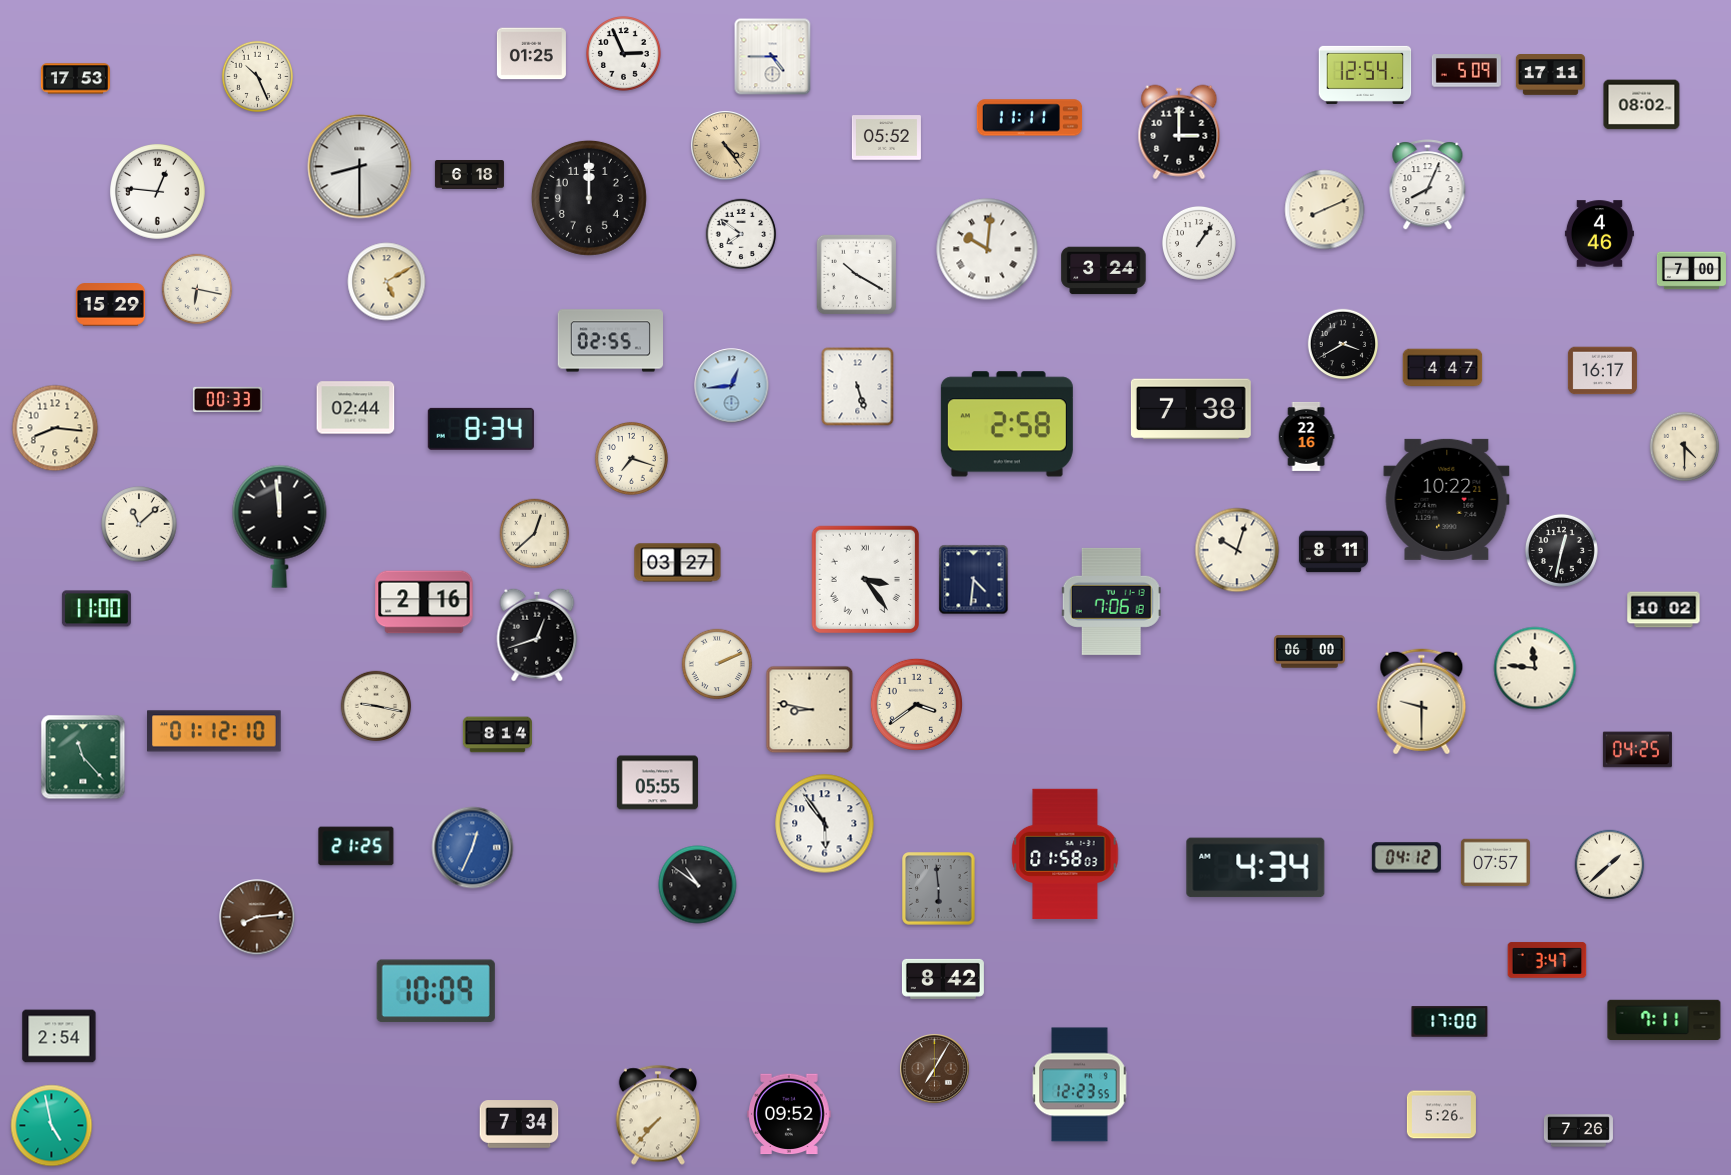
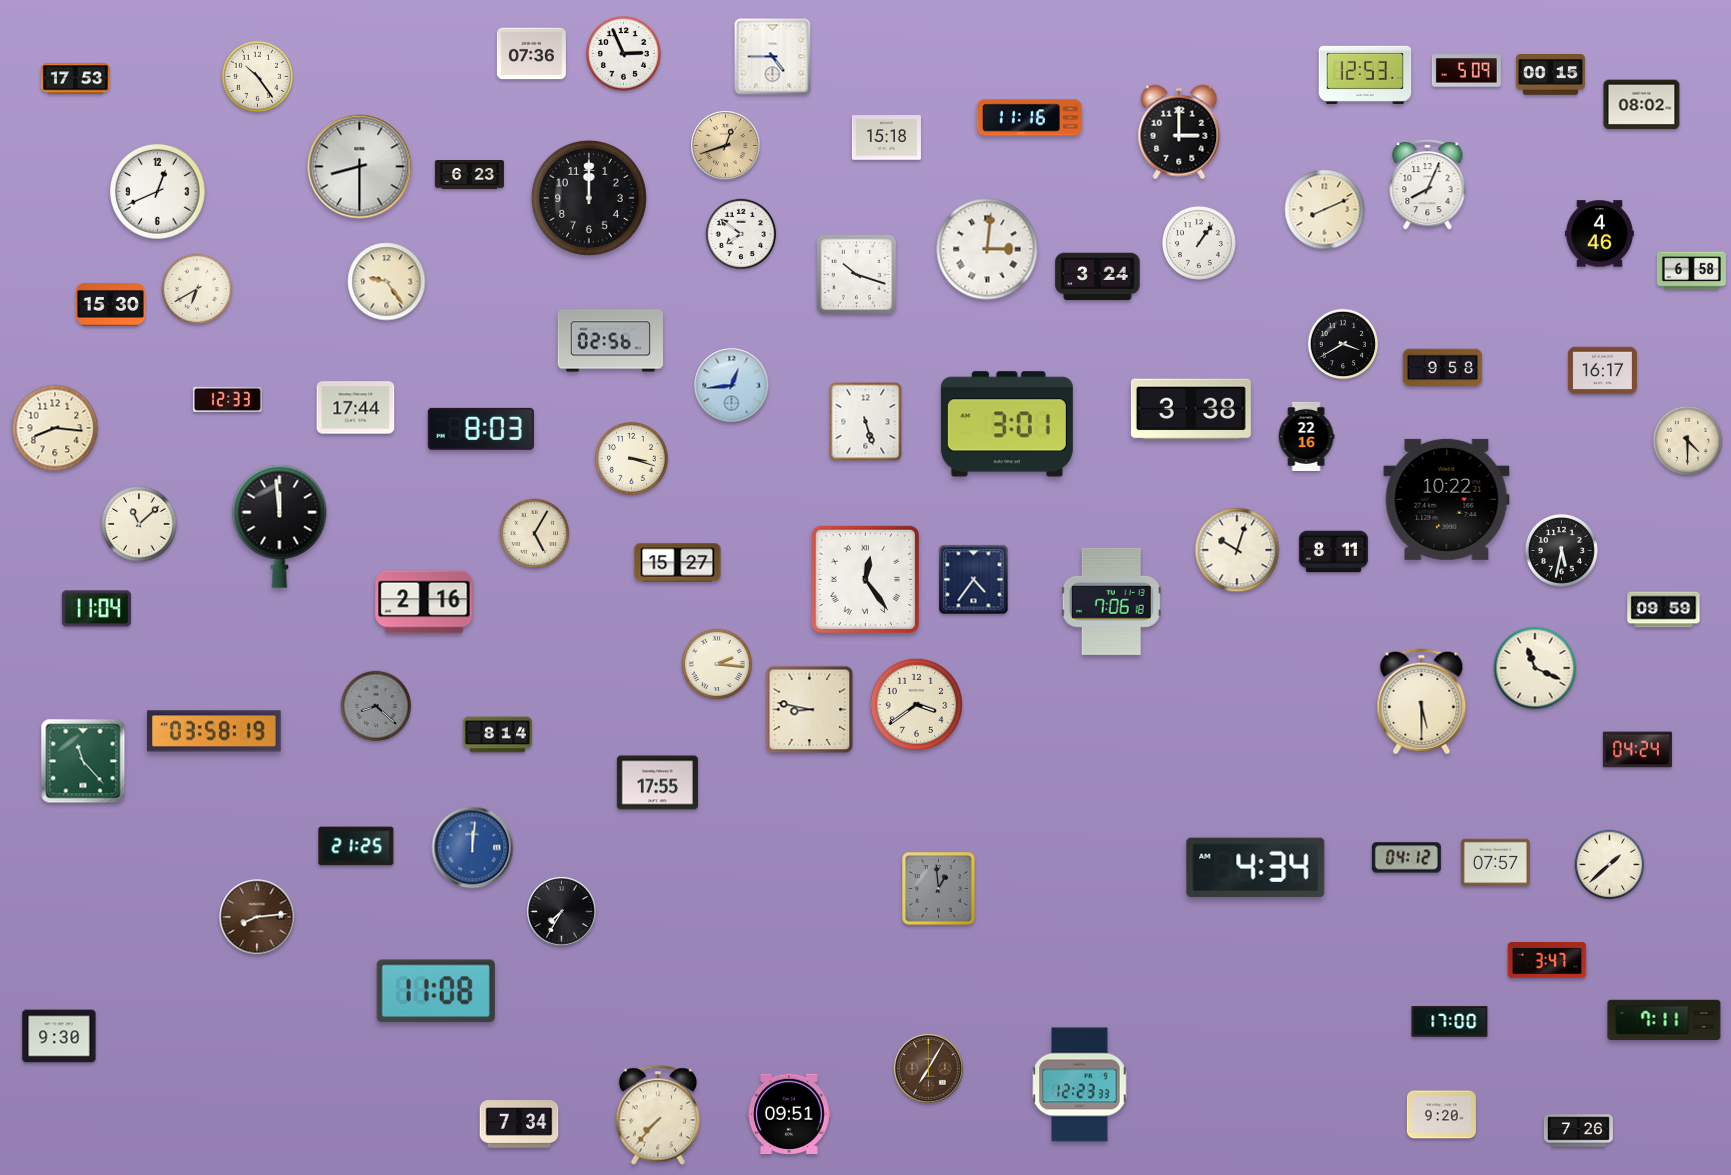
clock at (531, 54): 01:25 -> 07:36
clock at (1365, 75): 12:54 -> 12:53
clock at (1550, 75): 17:11 -> 00:15
clock at (257, 76): 10:26 -> 10:24
clock at (1030, 118): 11:11 -> 11:16
clock at (886, 138): 05:52 -> 15:18
clock at (726, 146): 4:24 -> 12:42
clock at (469, 175): 6:18 -> 6:23
clock at (158, 192): 12:46 -> 12:41
clock at (987, 249): 10:01 -> 3:01
clock at (1104, 271) position: (1104, 271) -> (1098, 277)
clock at (1691, 271): 7:00 -> 6:58
clock at (856, 274): 10:20 -> 10:18
clock at (387, 282): 5:10 -> 9:24
clock at (197, 289): 6:17 -> 6:40
clock at (110, 305): 15:29 -> 15:30
clock at (611, 341): 02:55 -> 02:56
clock at (1443, 368): 4:47 -> 9:58
clock at (858, 387) position: (858, 387) -> (866, 422)
clock at (227, 399): 00:33 -> 12:33
clock at (356, 408): 02:44 -> 17:44
clock at (1191, 409): 7:38 -> 3:38
clock at (1007, 424): 2:58 -> 3:01
clock at (481, 429): 8:34 -> 8:03
clock at (1685, 447) position: (1685, 447) -> (1688, 441)
clock at (631, 458): 7:18 -> 3:18
clock at (535, 534): 12:38 -> 5:05
clock at (1561, 550): 12:32 -> 5:32
clock at (678, 563): 03:27 -> 15:27
clock at (865, 579): 3:24 -> 12:24
clock at (974, 580): 4:31 -> 4:36
clock at (96, 609): 11:00 -> 11:04
clock at (1664, 610): 10:02 -> 09:59
clock at (537, 635): 12:42 -> none
clock at (1310, 652): 06:00 -> none
clock at (717, 664): 2:11 -> 2:16
clock at (1535, 668): 11:46 -> 11:19
clock at (1422, 702): 9:30 -> 5:30
clock at (376, 706): 9:17 -> 8:22
clock at (376, 706) dial: cream -> grey
clock at (214, 731): 01:12 -> 03:58
clock at (1637, 750): 04:25 -> 04:24
clock at (83, 757) position: (83, 757) -> (83, 761)
clock at (657, 783): 05:55 -> 17:55
clock at (825, 824): 5:54 -> none
clock at (473, 848): 12:34 -> 12:01
clock at (1065, 854): 01:58 -> none
clock at (698, 885): 10:51 -> none
clock at (939, 889): 5:59 -> 12:59
clock at (562, 912): none -> 7:35
clock at (943, 979): 8:42 -> none
clock at (436, 991): 10:09 -> 11:08
clock at (59, 1036): 2:54 -> 9:30
clock at (935, 1069) position: (935, 1069) -> (929, 1069)
clock at (1080, 1085): 12:23:55 -> 12:23:33
clock at (789, 1114): 09:52 -> 09:51
clock at (1441, 1115): 5:26 -> 9:20
clock at (52, 1126): 4:58 -> none
